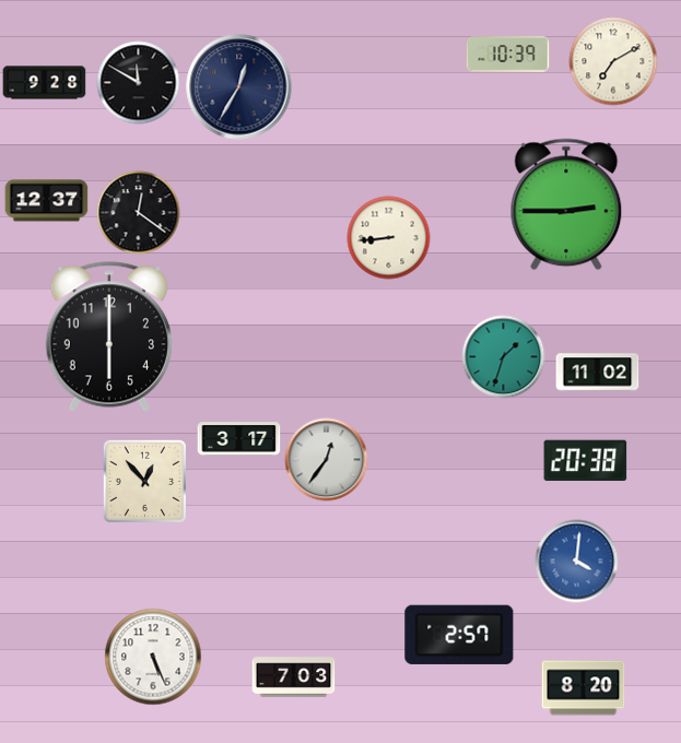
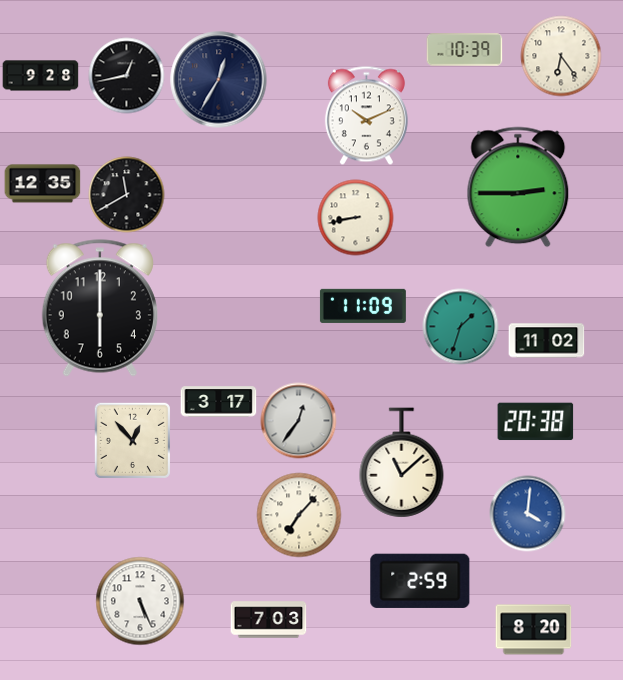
clock at (613, 61): 7:10 -> 6:24
clock at (139, 83): 11:50 -> 12:43
clock at (366, 116): none -> 10:11
clock at (47, 201): 12:37 -> 12:35
clock at (139, 213): 12:21 -> 11:40
clock at (389, 238): 8:44 -> 8:43
clock at (363, 306): none -> 11:09
clock at (402, 463): none -> 11:08
clock at (299, 515): none -> 7:07
clock at (459, 635): 2:57 -> 2:59
